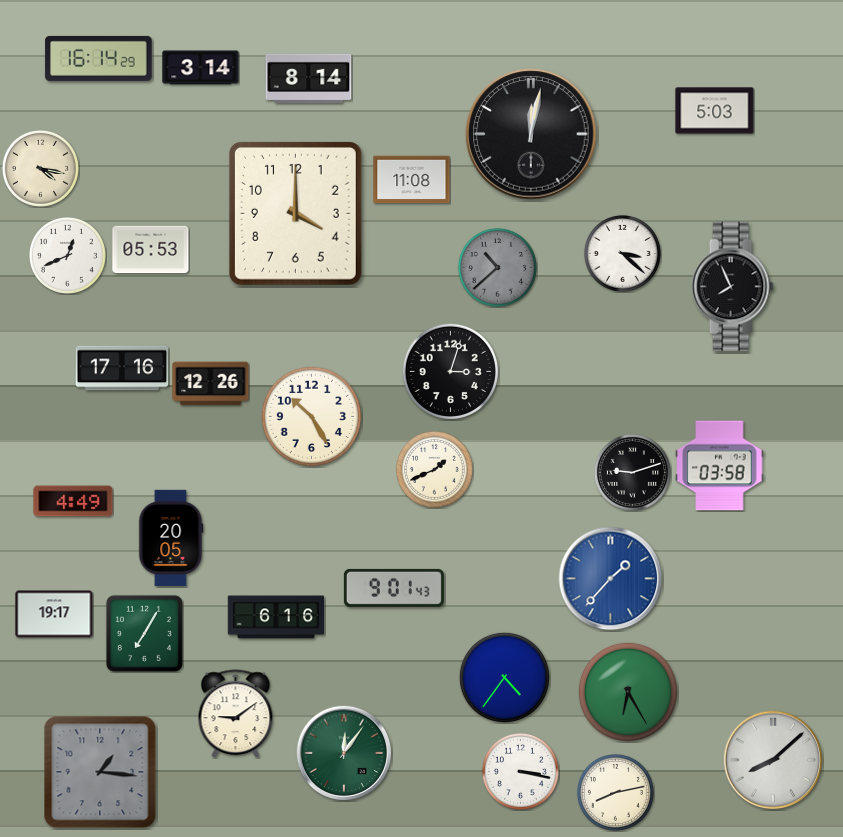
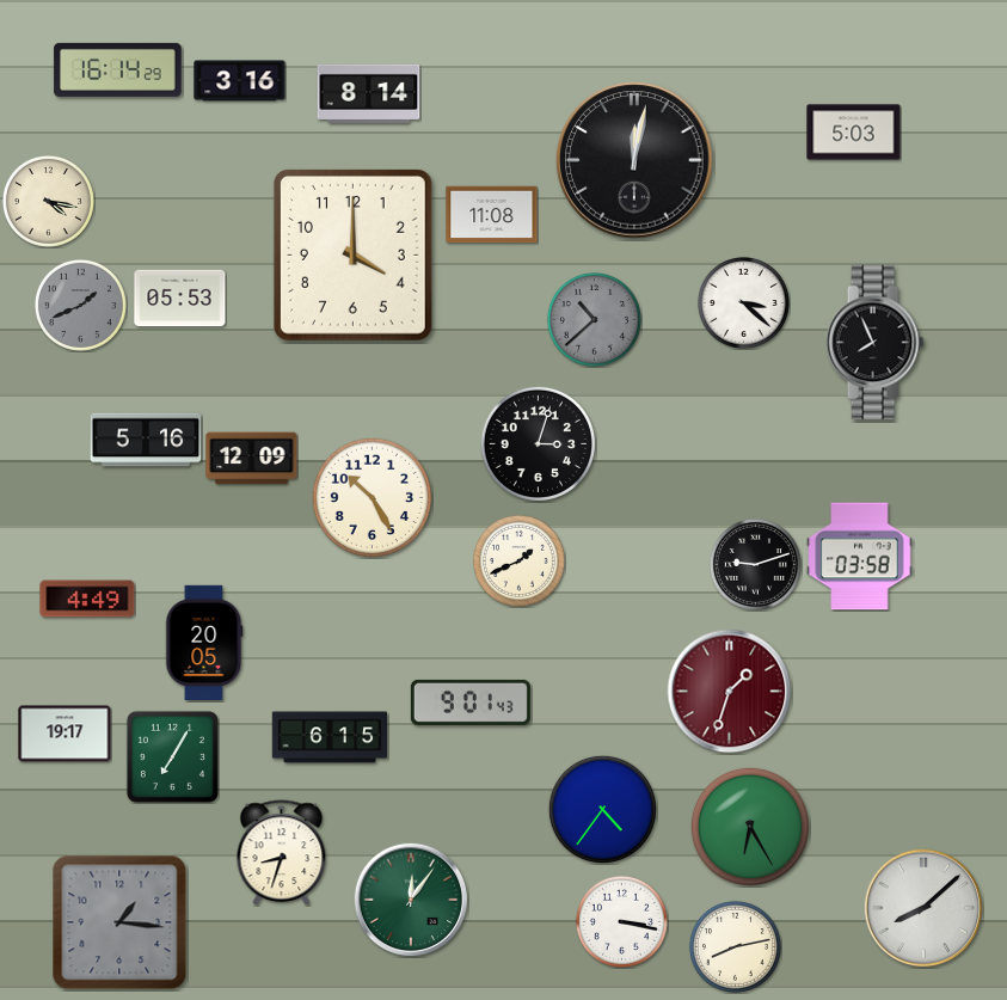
clock at (201, 68): 3:14 -> 3:16
clock at (67, 255): 12:41 -> 1:41
clock at (67, 255) dial: white -> grey
clock at (122, 368): 17:16 -> 5:16
clock at (211, 384): 12:26 -> 12:09
clock at (611, 579): 1:37 -> 1:33
clock at (611, 579) dial: blue -> burgundy
clock at (275, 617): 6:16 -> 6:15
clock at (236, 714): 9:09 -> 8:33
